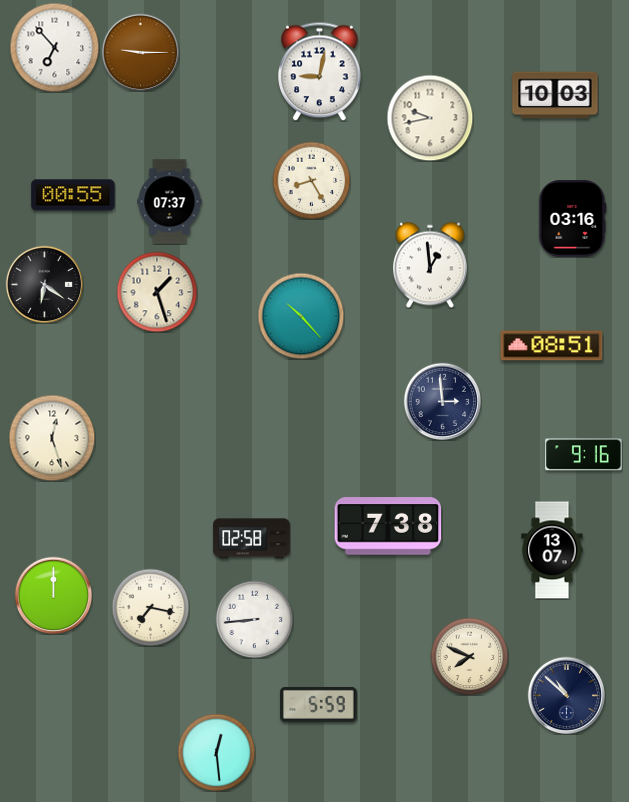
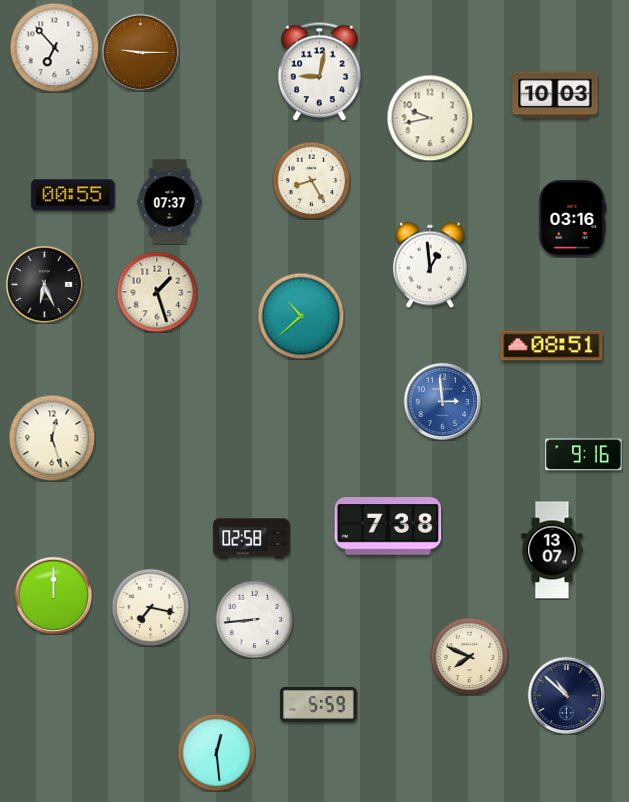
clock at (44, 284): 6:21 -> 6:26
clock at (301, 316): 10:23 -> 10:38
clock at (442, 401) dial: navy -> blue
